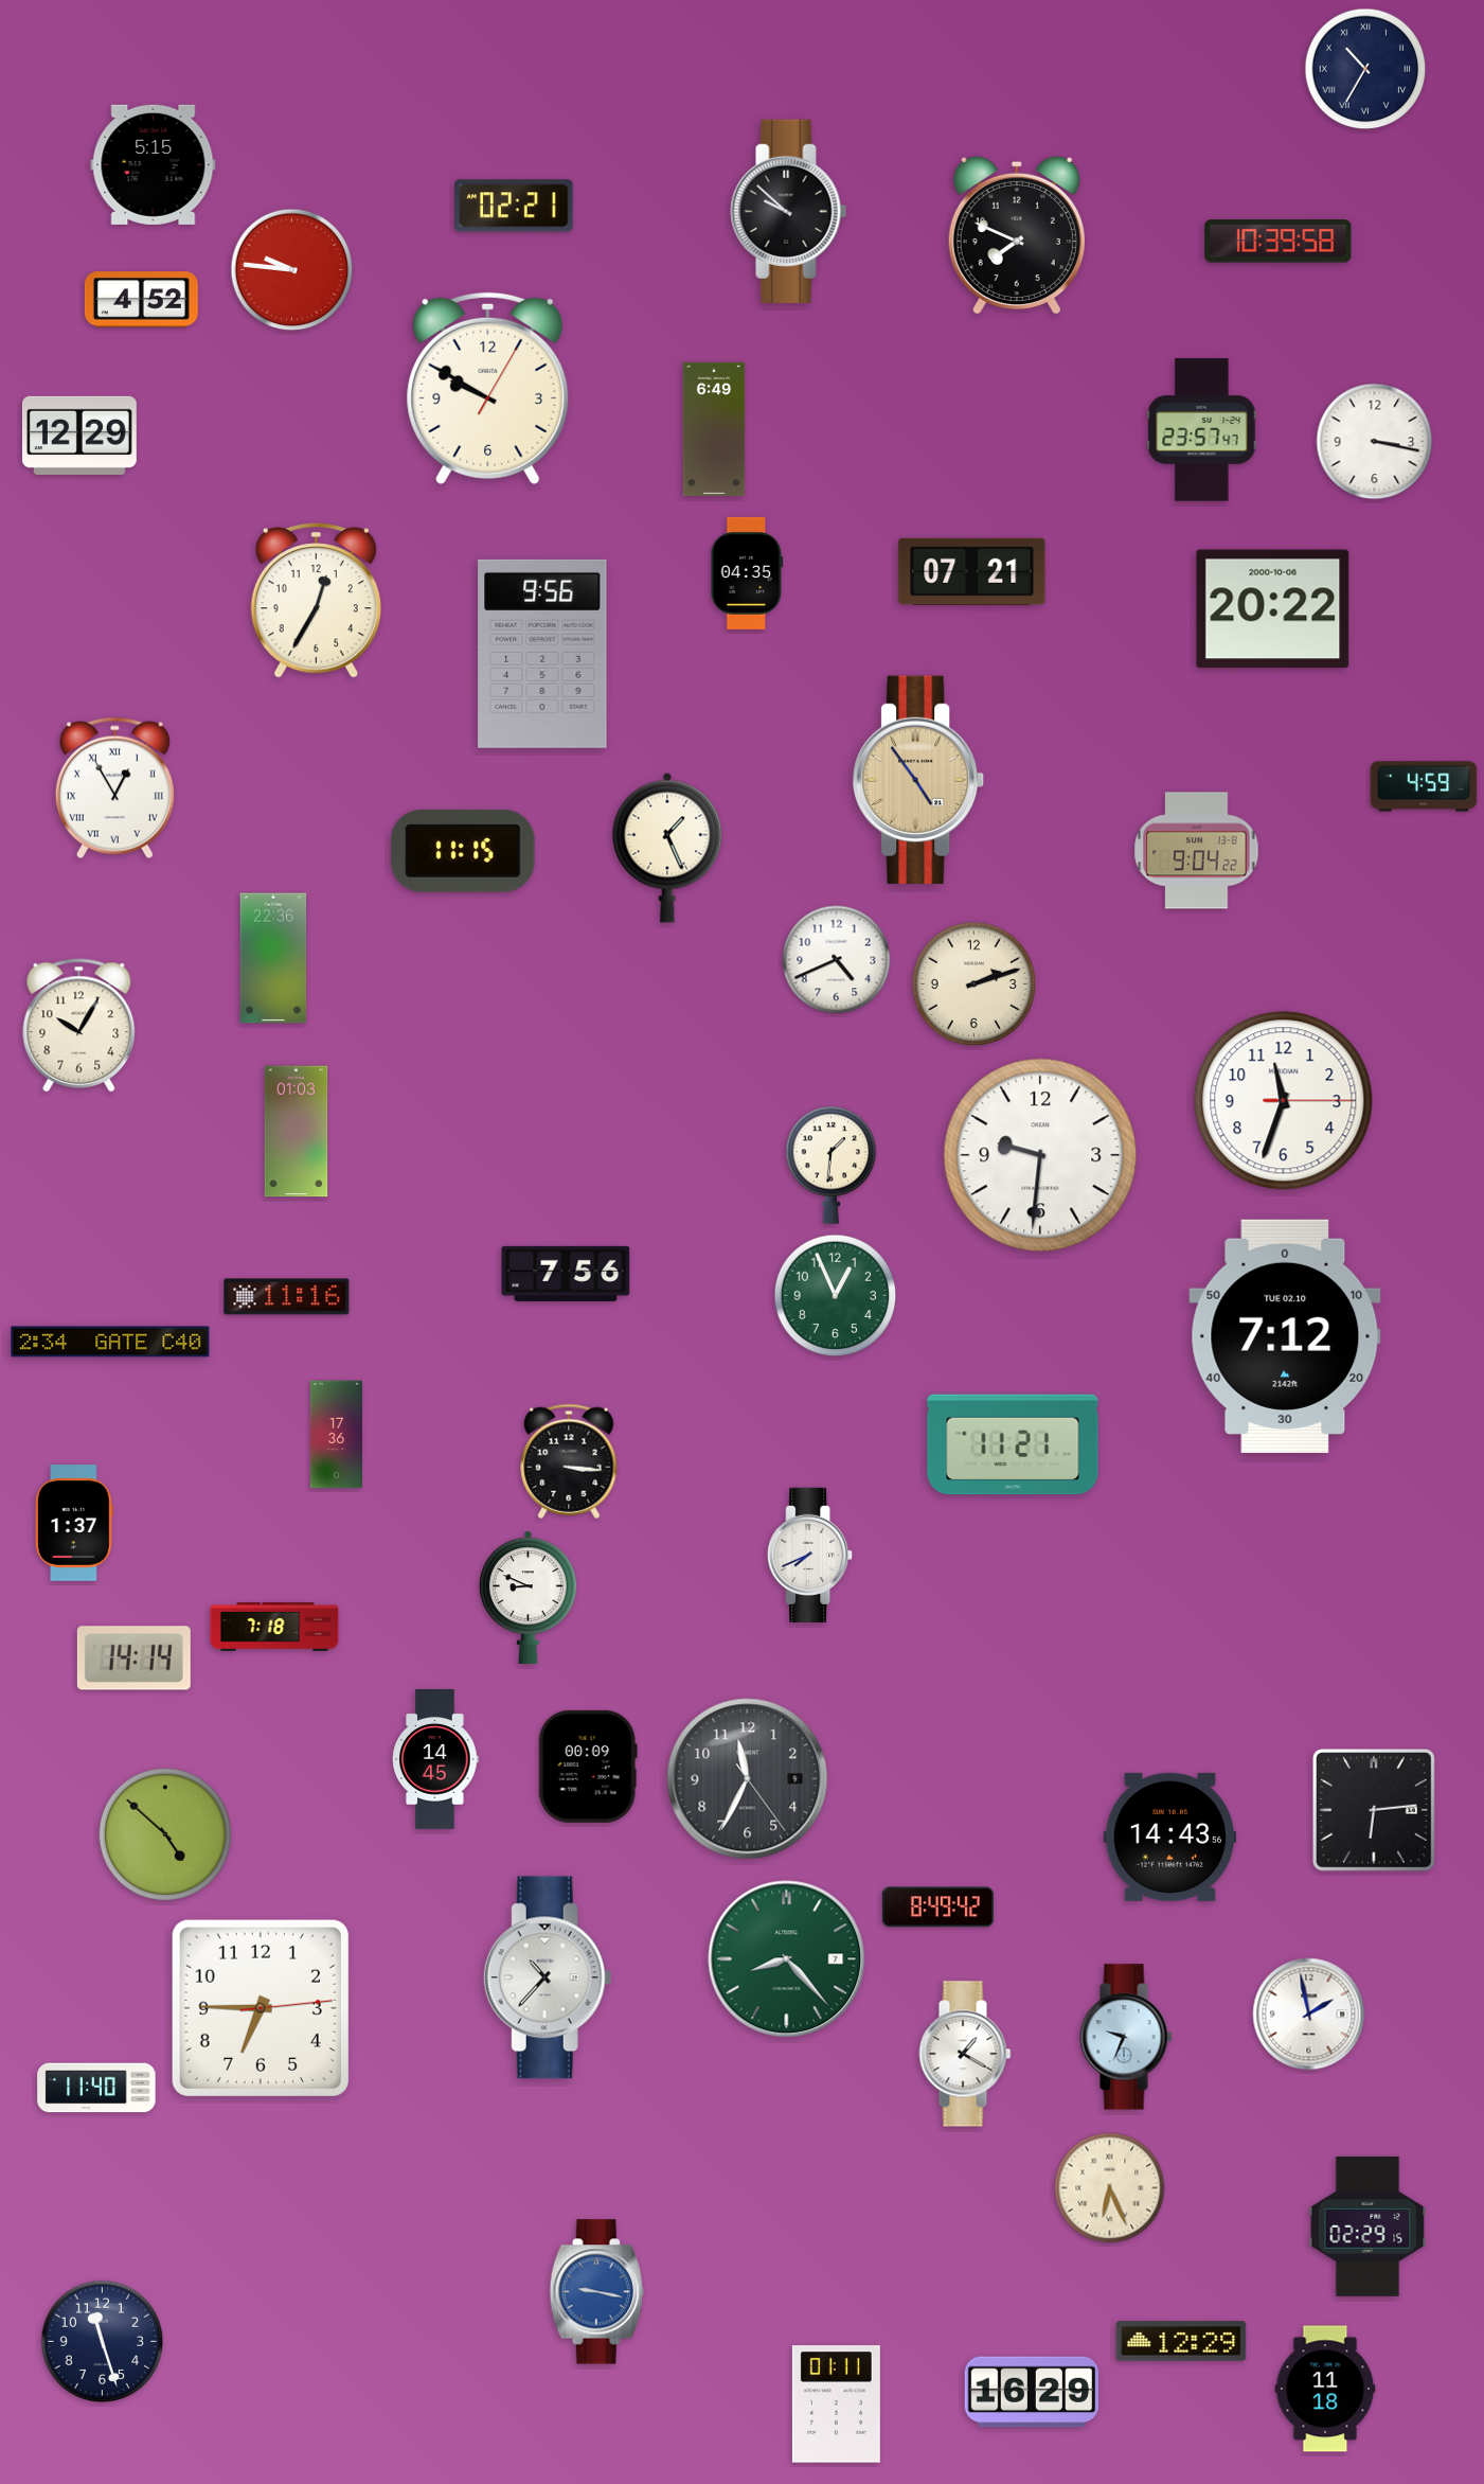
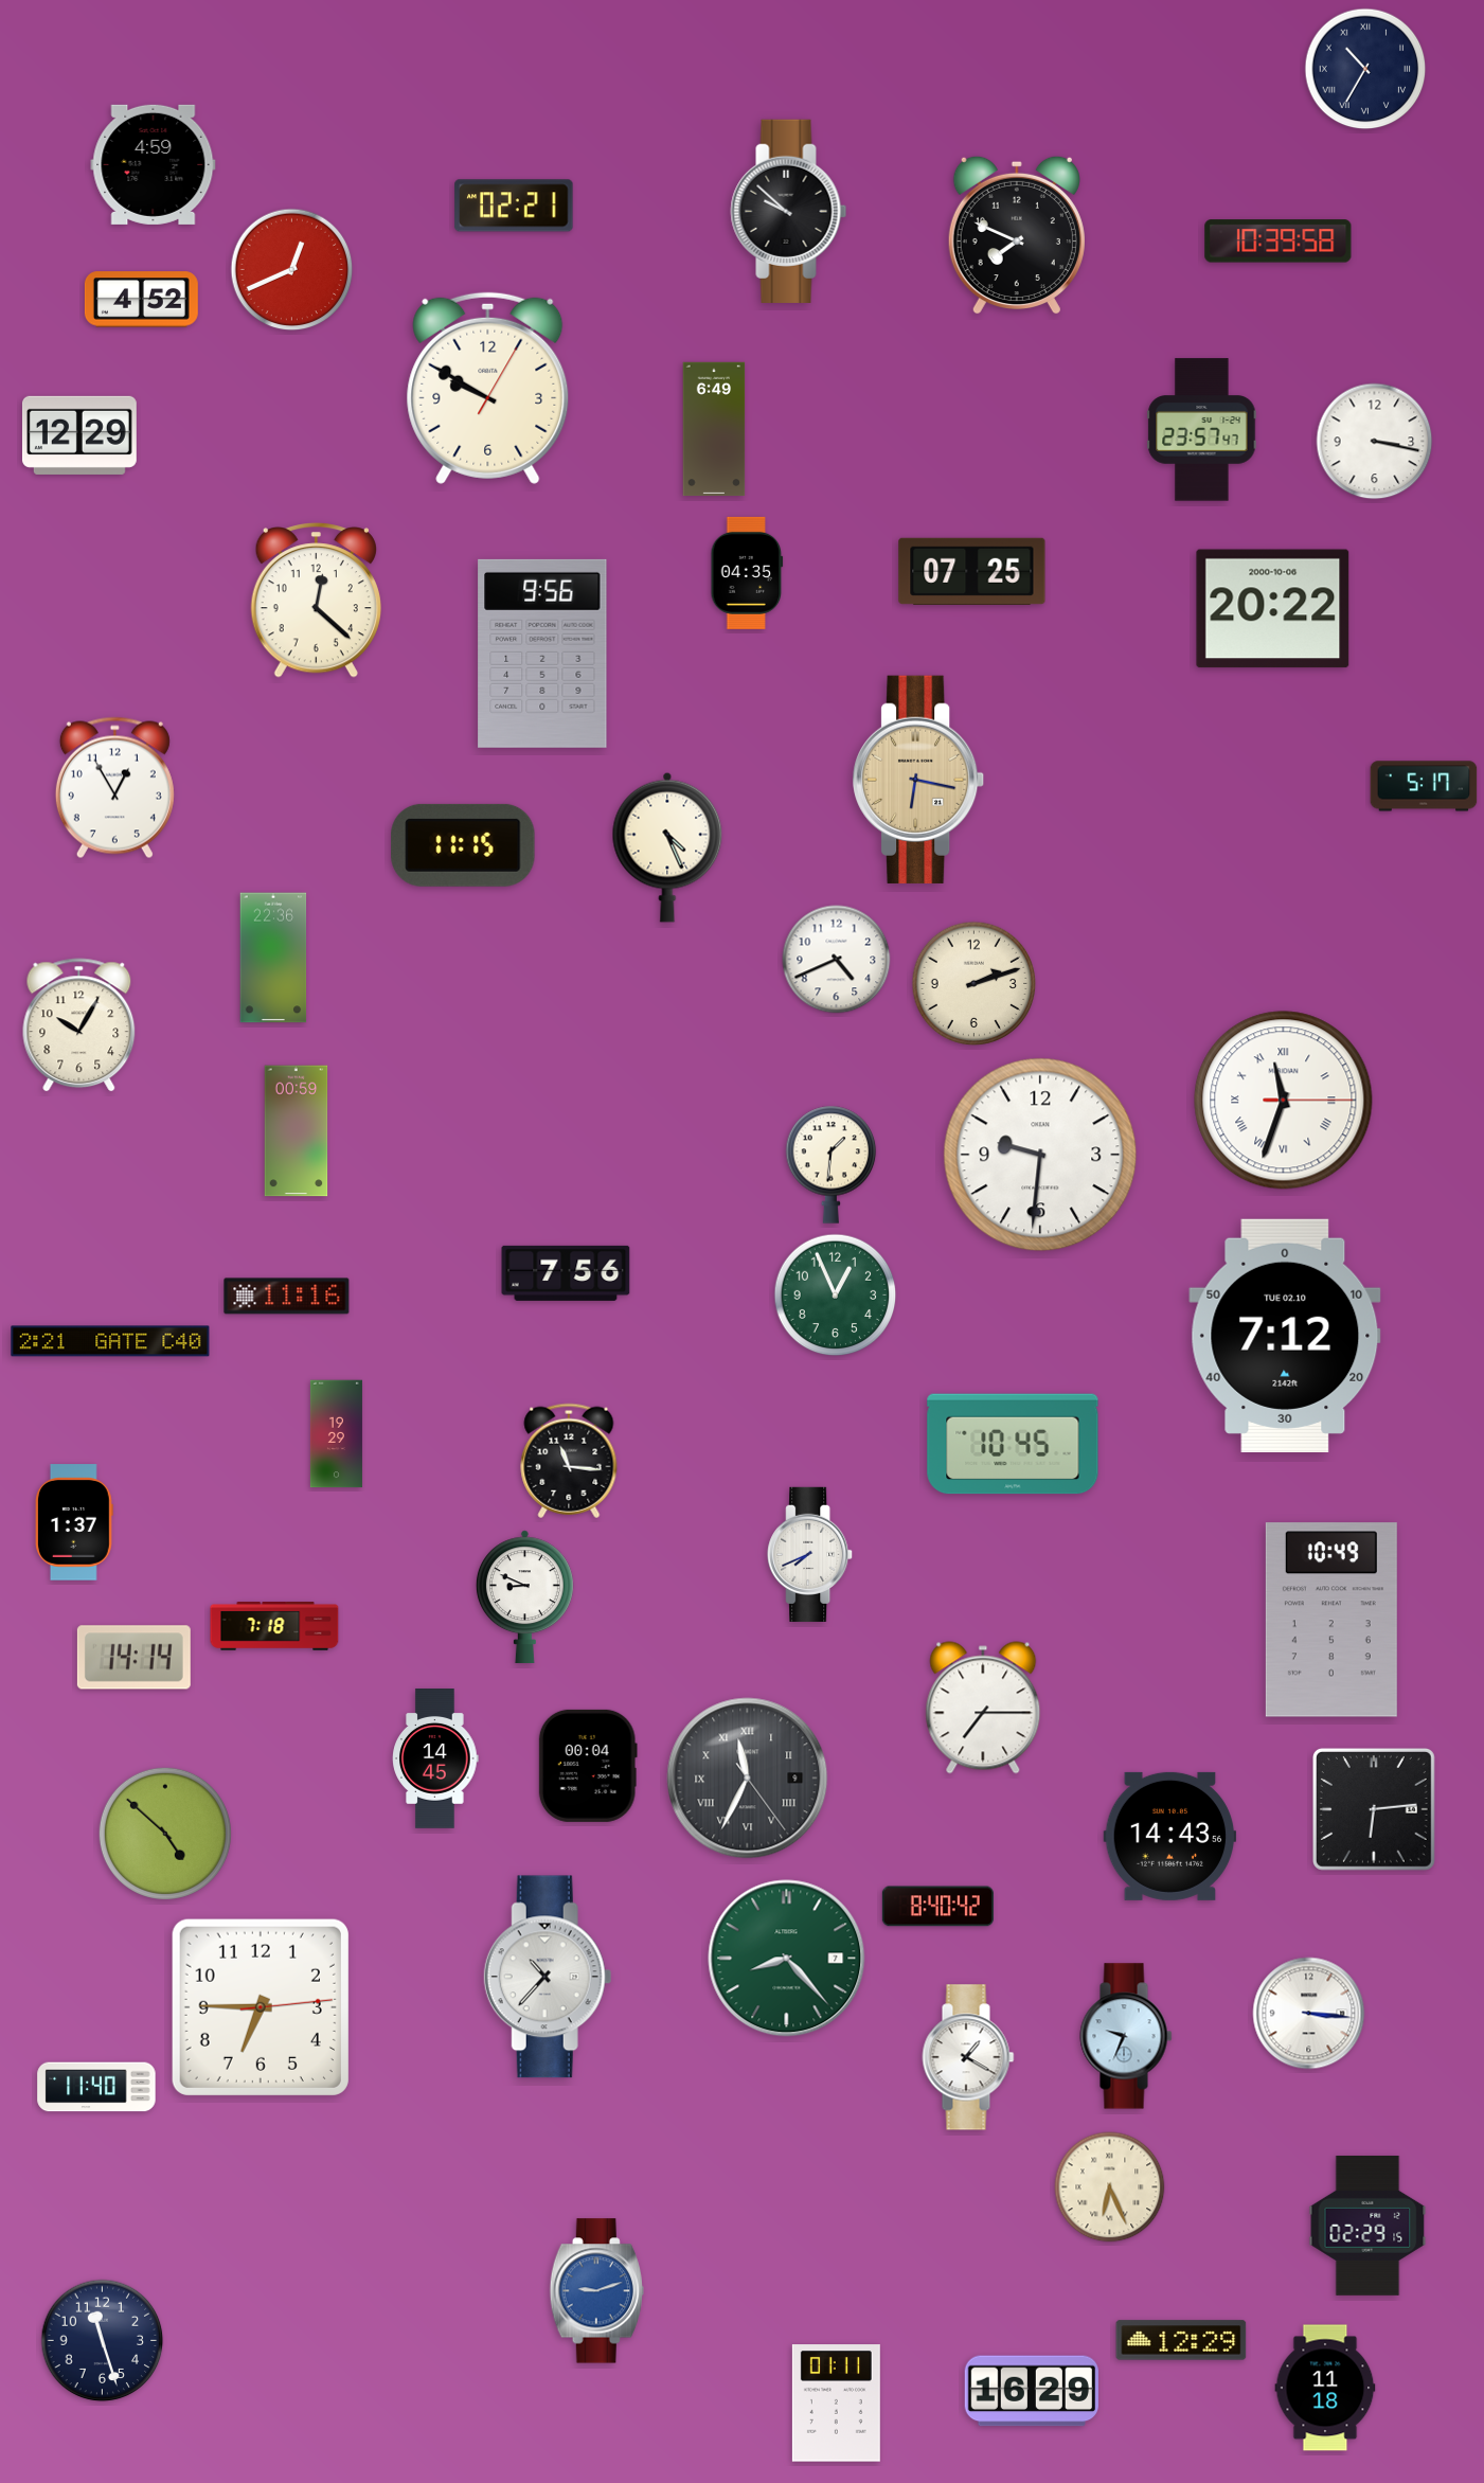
clock at (154, 164): 5:15 -> 4:59
clock at (292, 270): 9:46 -> 12:41
clock at (972, 571): 07:21 -> 07:25
clock at (316, 601): 12:35 -> 12:22
clock at (919, 780): 4:54 -> 6:17
clock at (1424, 786): 4:59 -> 5:17
clock at (114, 788) numerals: Roman -> Arabic
clock at (667, 848): 1:26 -> 4:26
clock at (463, 851) position: (463, 851) -> (463, 845)
clock at (1197, 851): 9:04 -> none
clock at (1284, 1101) numerals: Arabic -> Roman
clock at (297, 1132): 01:03 -> 00:59
clock at (110, 1342): 2:34 -> 2:21
clock at (336, 1435): 17:36 -> 19:29
clock at (1013, 1444): 11:21 -> 10:45
clock at (569, 1461): 3:16 -> 11:16
clock at (528, 1598) position: (528, 1598) -> (524, 1597)
clock at (1331, 1620): none -> 10:49
clock at (983, 1708): none -> 7:15
clock at (588, 1767): 00:09 -> 00:04
clock at (748, 1779) numerals: Arabic -> Roman
clock at (937, 1908): 8:49 -> 8:40
clock at (1309, 2015): 1:58 -> 3:16
clock at (965, 2054) position: (965, 2054) -> (968, 2057)
clock at (596, 2292): 9:17 -> 9:12
